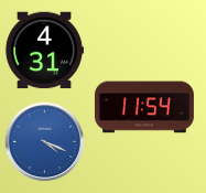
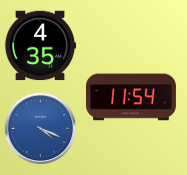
clock at (44, 51): 4:31 -> 4:35
